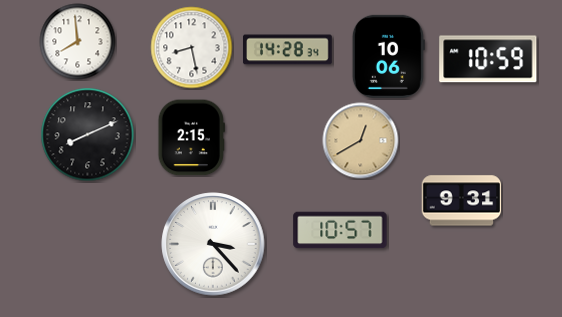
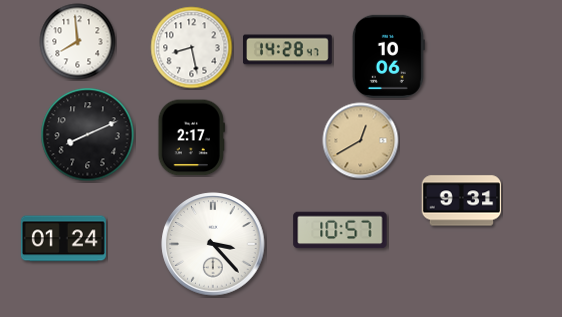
clock at (288, 50): 14:28:34 -> 14:28:47
clock at (488, 59): 10:59 -> none
clock at (191, 138): 2:15 -> 2:17
clock at (63, 239): none -> 01:24
